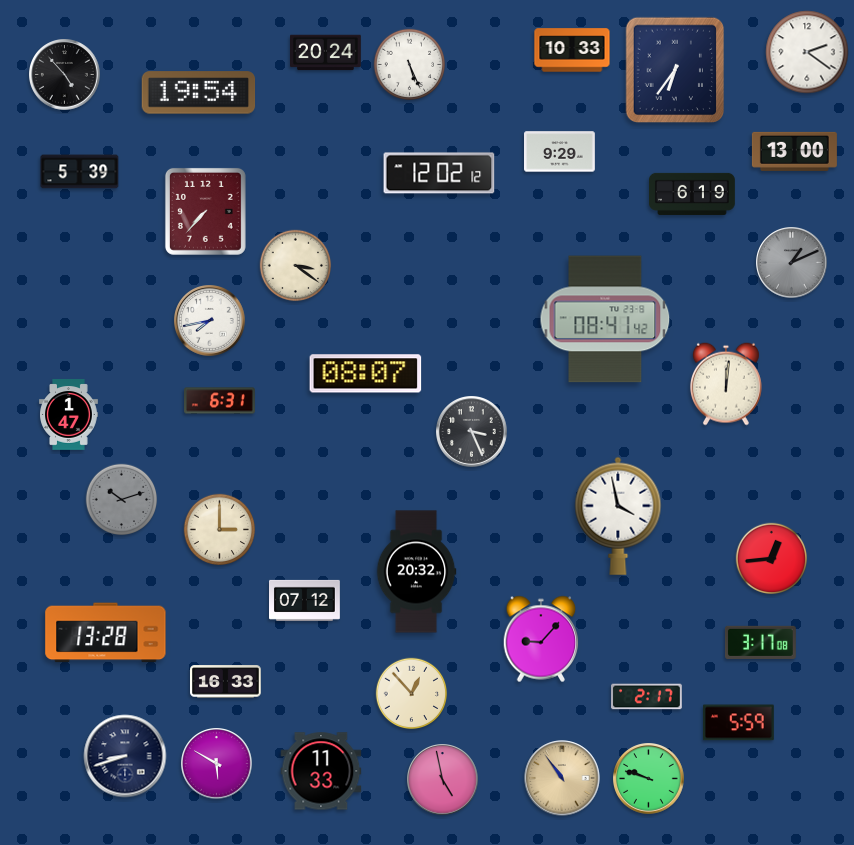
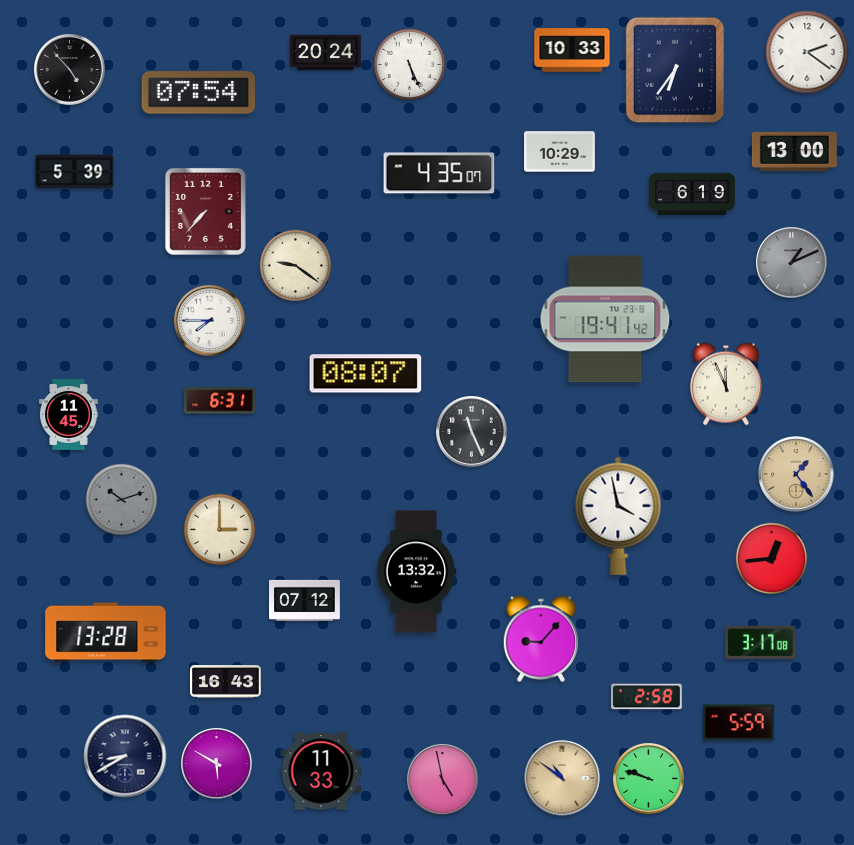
clock at (65, 75) position: (65, 75) -> (70, 70)
clock at (199, 93): 19:54 -> 07:54
clock at (560, 152): 9:29 -> 10:29
clock at (80, 172) position: (80, 172) -> (75, 172)
clock at (439, 173): 12:02 -> 4:35
clock at (296, 266): 3:21 -> 9:21
clock at (605, 319): 08:41 -> 19:41
clock at (210, 321): 7:43 -> 7:45
clock at (726, 384): 12:01 -> 11:56
clock at (69, 415): 1:47 -> 11:45
clock at (472, 432): 3:26 -> 11:26
clock at (796, 474): none -> 1:24
clock at (416, 572): 20:32 -> 13:32
clock at (226, 682): 16:33 -> 16:43
clock at (412, 694): 12:53 -> none
clock at (647, 697): 2:17 -> 2:58
clock at (125, 756): 8:42 -> 8:40
clock at (562, 778): 10:54 -> 10:51
